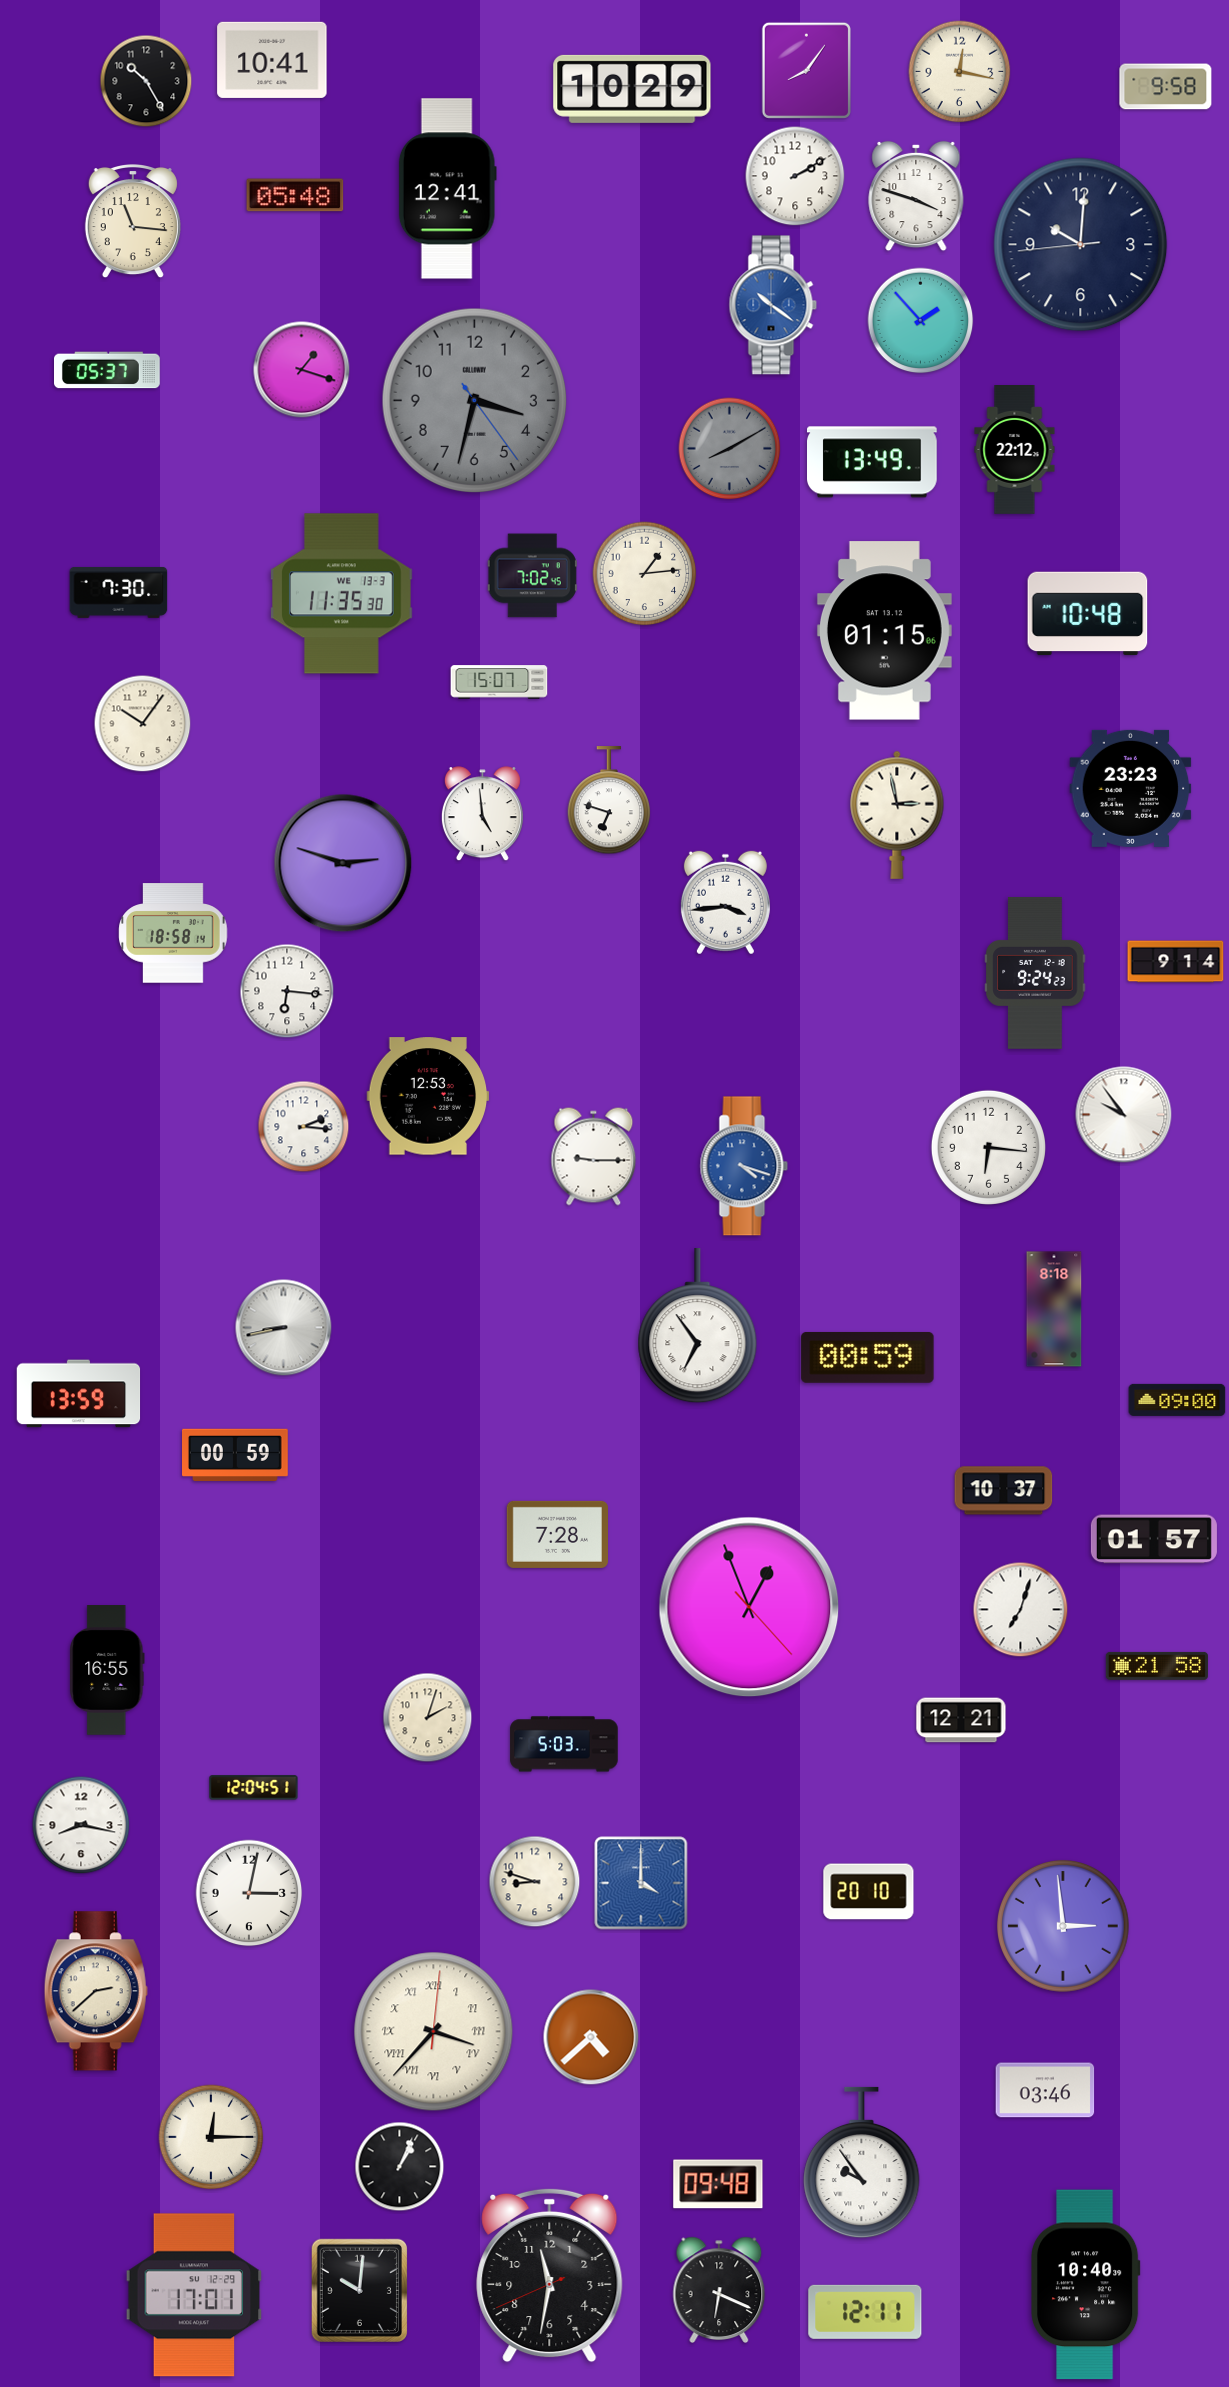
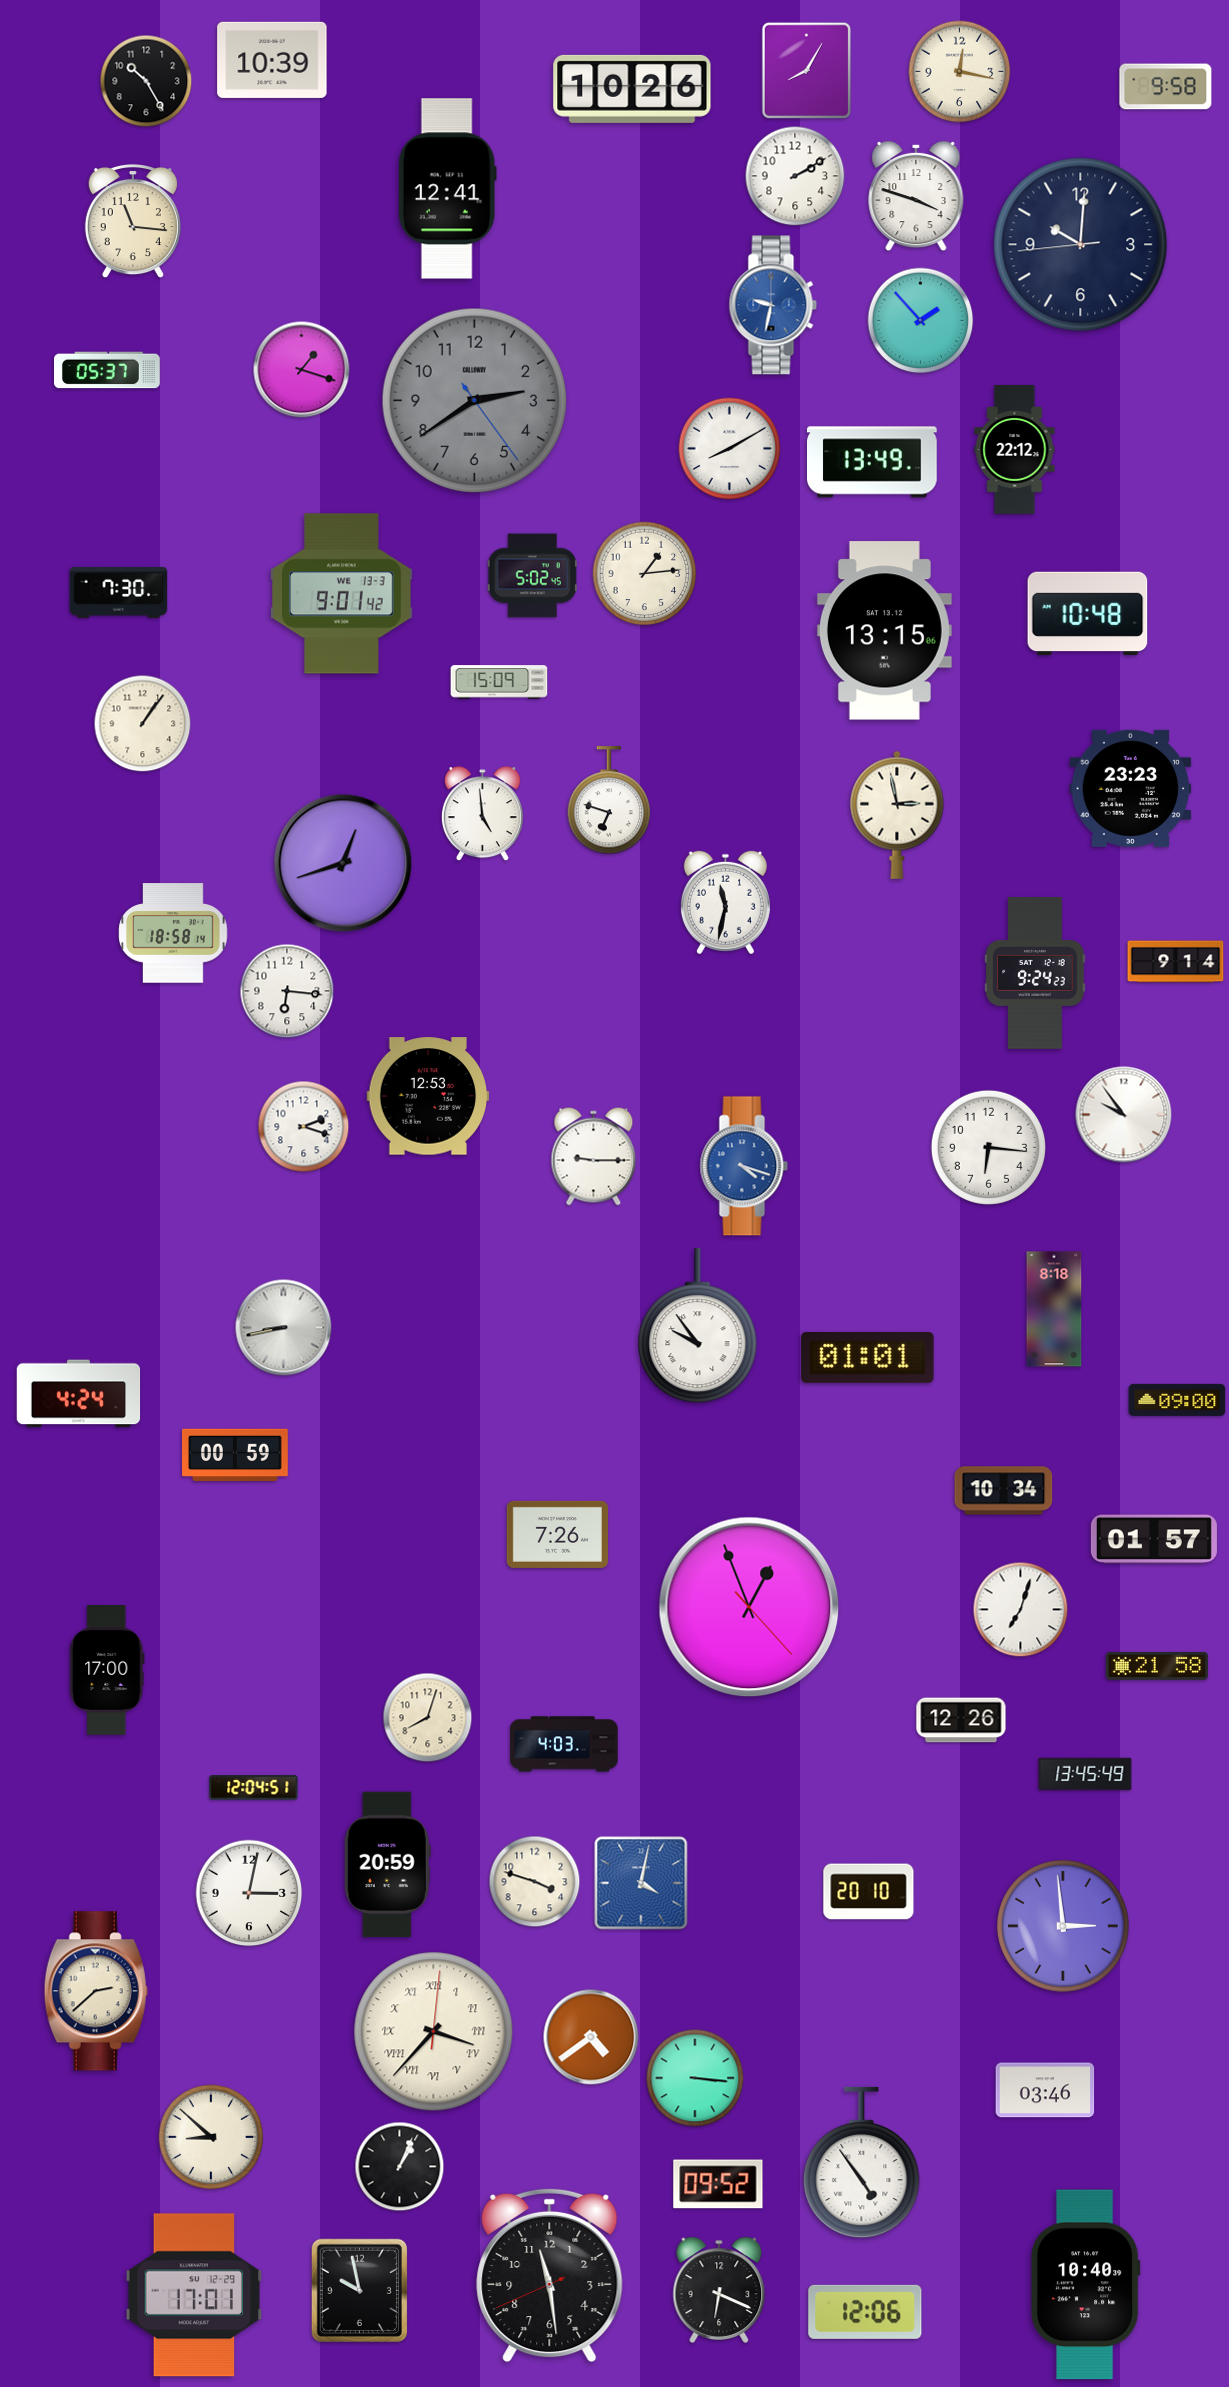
clock at (272, 60): 10:41 -> 10:39
clock at (806, 70): 8:06 -> 8:05
clock at (632, 89): 10:29 -> 10:26
clock at (295, 195): 05:48 -> none
clock at (773, 305): 10:21 -> 9:32
clock at (475, 401): 3:32 -> 2:39
clock at (730, 449) dial: grey -> white
clock at (532, 576): 7:02 -> 5:02
clock at (342, 594): 11:35 -> 9:01
clock at (884, 631): 01:15 -> 13:15
clock at (499, 682): 15:07 -> 15:09
clock at (143, 724): 10:06 -> 1:06
clock at (343, 863): 2:48 -> 12:42
clock at (725, 903): 3:44 -> 11:32
clock at (304, 1127): 2:16 -> 2:18
clock at (698, 1326): 6:54 -> 9:54
clock at (868, 1357): 00:59 -> 01:01
clock at (79, 1394): 13:59 -> 4:24
clock at (1004, 1491): 10:37 -> 10:34
clock at (557, 1534): 7:28 -> 7:26
clock at (107, 1670): 16:55 -> 17:00
clock at (428, 1718): 2:03 -> 8:03
clock at (961, 1720): 12:21 -> 12:26
clock at (564, 1744): 5:03 -> 4:03
clock at (1085, 1774): none -> 13:45
clock at (81, 1825): 8:17 -> none
clock at (387, 1865): none -> 20:59
clock at (535, 1882): 8:48 -> 3:48
clock at (641, 1883): 4:00 -> 4:02
clock at (591, 2037): 4:38 -> 4:39
clock at (695, 2078): none -> 3:16
clock at (211, 2137): 12:15 -> 8:52
clock at (862, 2163): 9:54 -> 4:54
clock at (718, 2184): 09:48 -> 09:52
clock at (550, 2275): 11:31 -> 11:28
clock at (359, 2290): 10:01 -> 9:58
clock at (865, 2312): 12:11 -> 12:06
